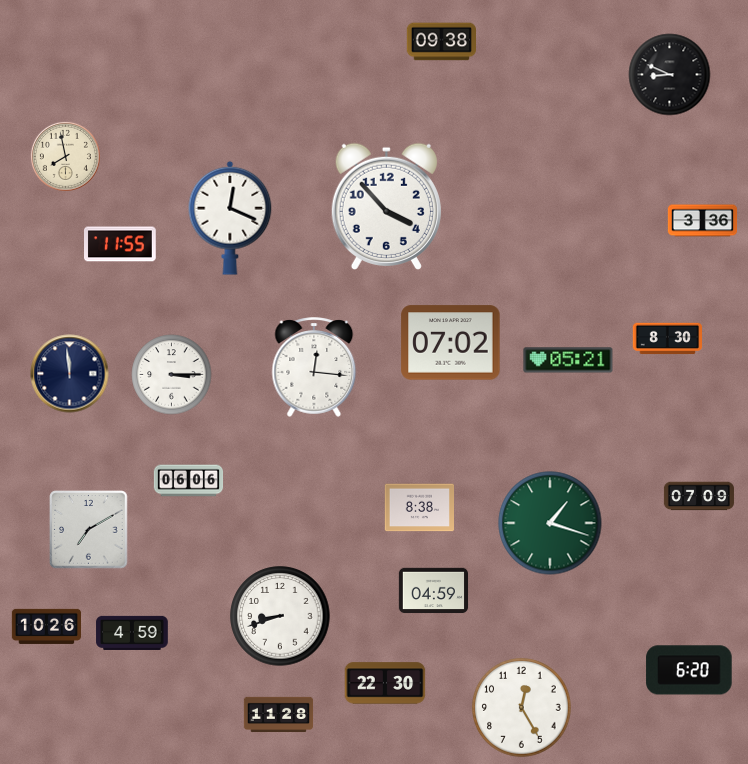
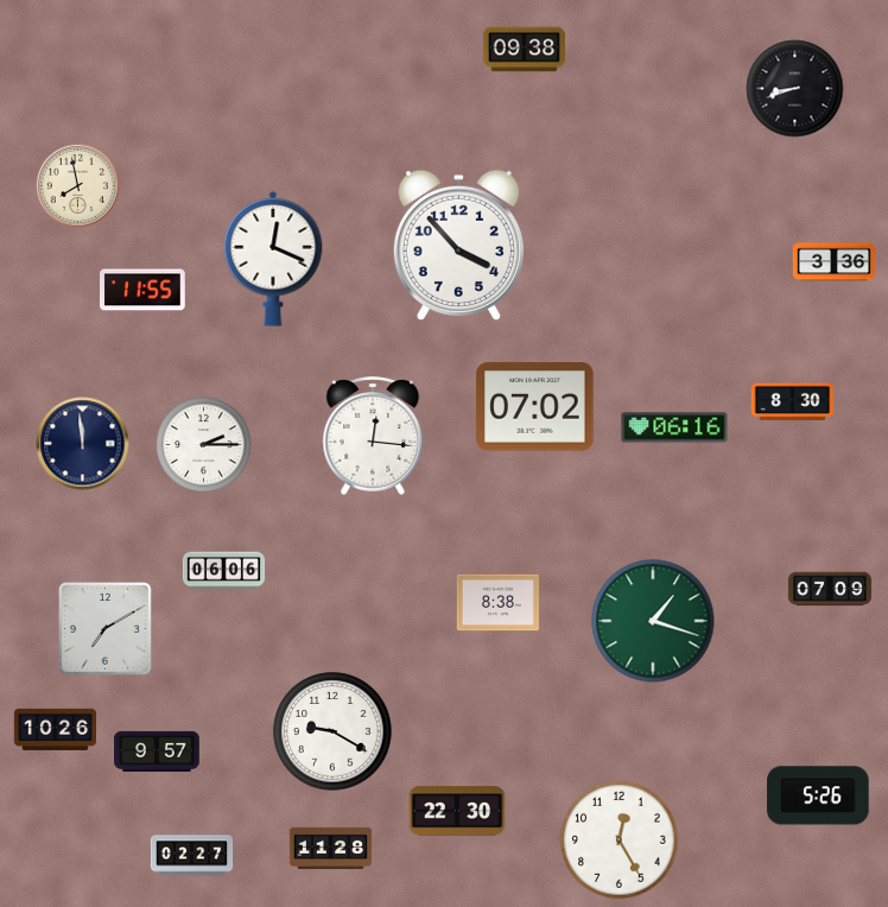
clock at (670, 75): 8:49 -> 8:42
clock at (568, 360): 05:21 -> 06:16
clock at (172, 375): 3:15 -> 2:15
clock at (434, 591): 04:59 -> none
clock at (280, 616): 8:42 -> 9:20
clock at (47, 626) position: (47, 626) -> (56, 729)
clock at (132, 632): 4:59 -> 9:57
clock at (689, 670): 6:20 -> 5:26
clock at (192, 856): none -> 02:27
